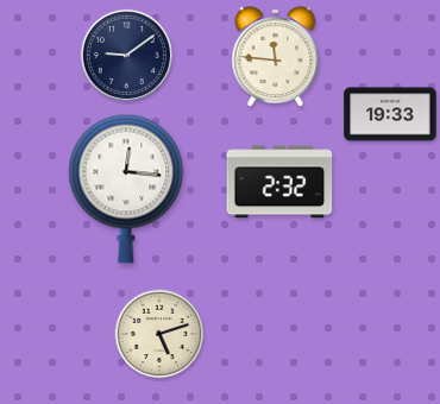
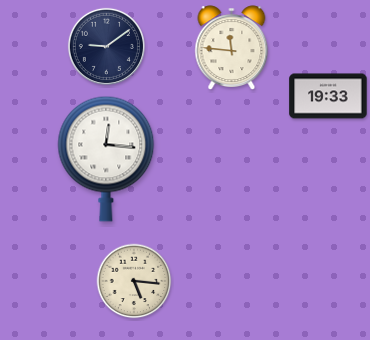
clock at (279, 182): 2:32 -> none
clock at (159, 334): 5:12 -> 5:16
